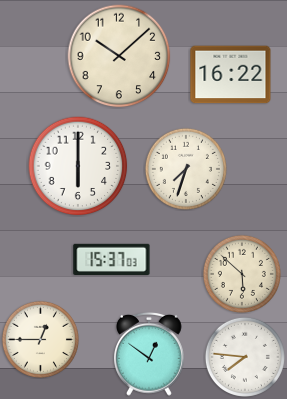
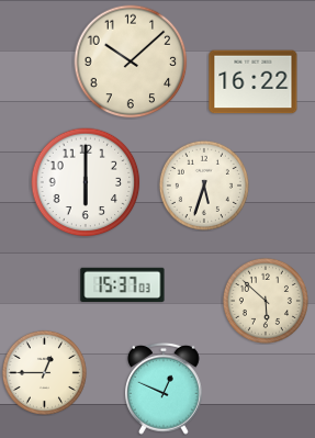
clock at (186, 169): 7:33 -> 5:33
clock at (150, 354): 12:51 -> 12:49
clock at (245, 357): 7:46 -> none
